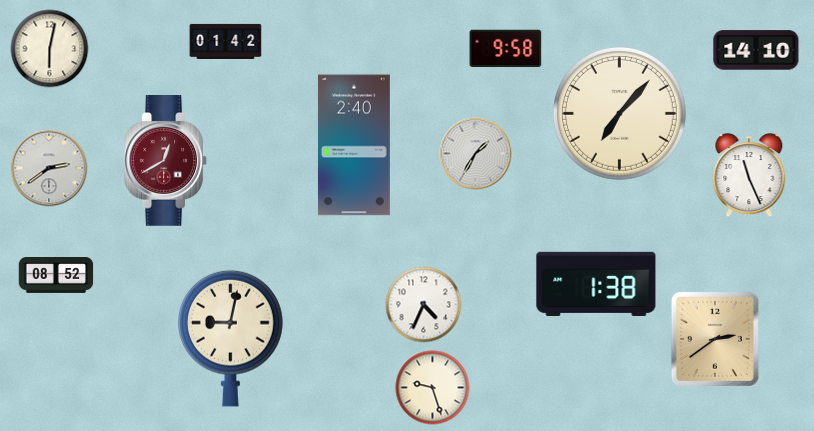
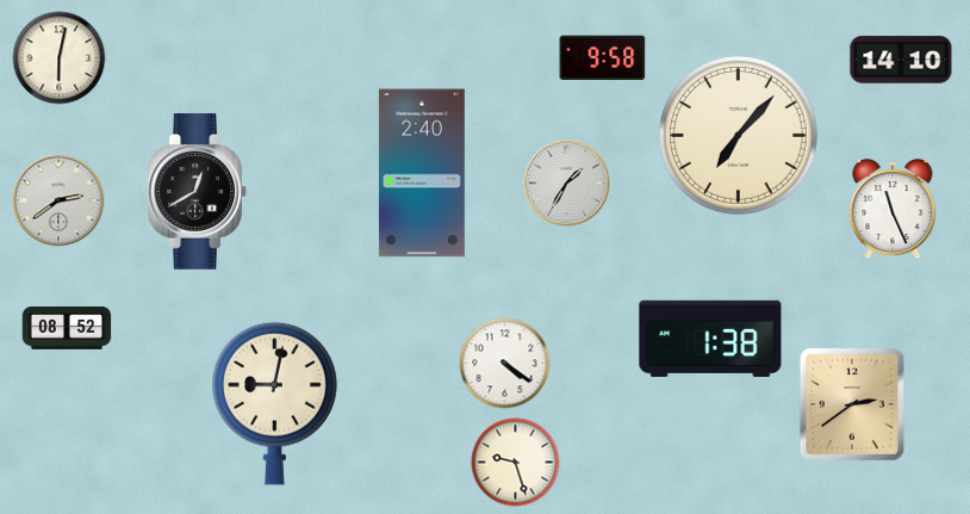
clock at (226, 41): 01:42 -> none
clock at (165, 161) dial: burgundy -> black
clock at (424, 305): 4:34 -> 4:21
